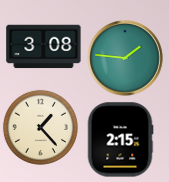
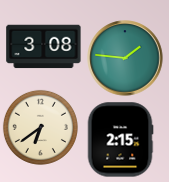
clock at (40, 127): 1:23 -> 6:39
